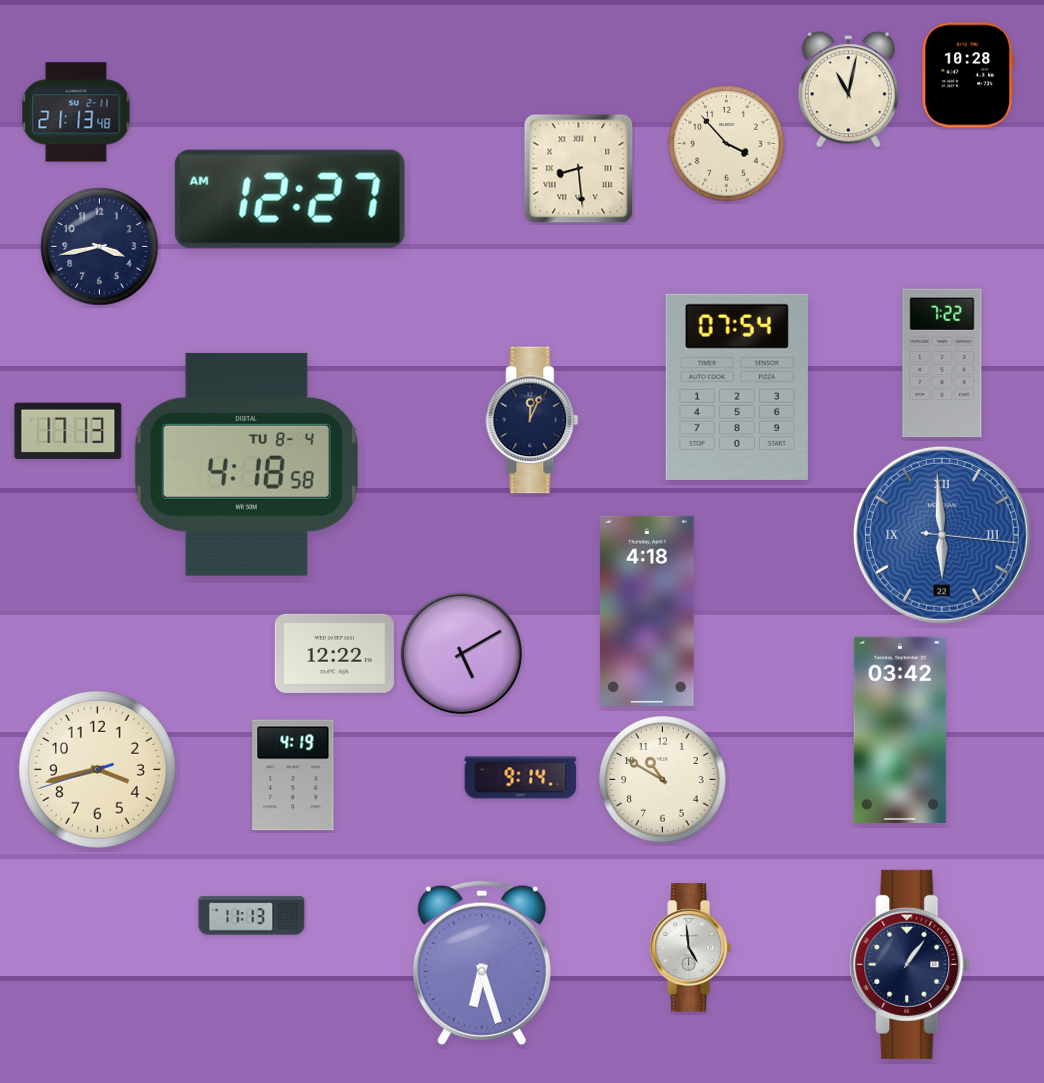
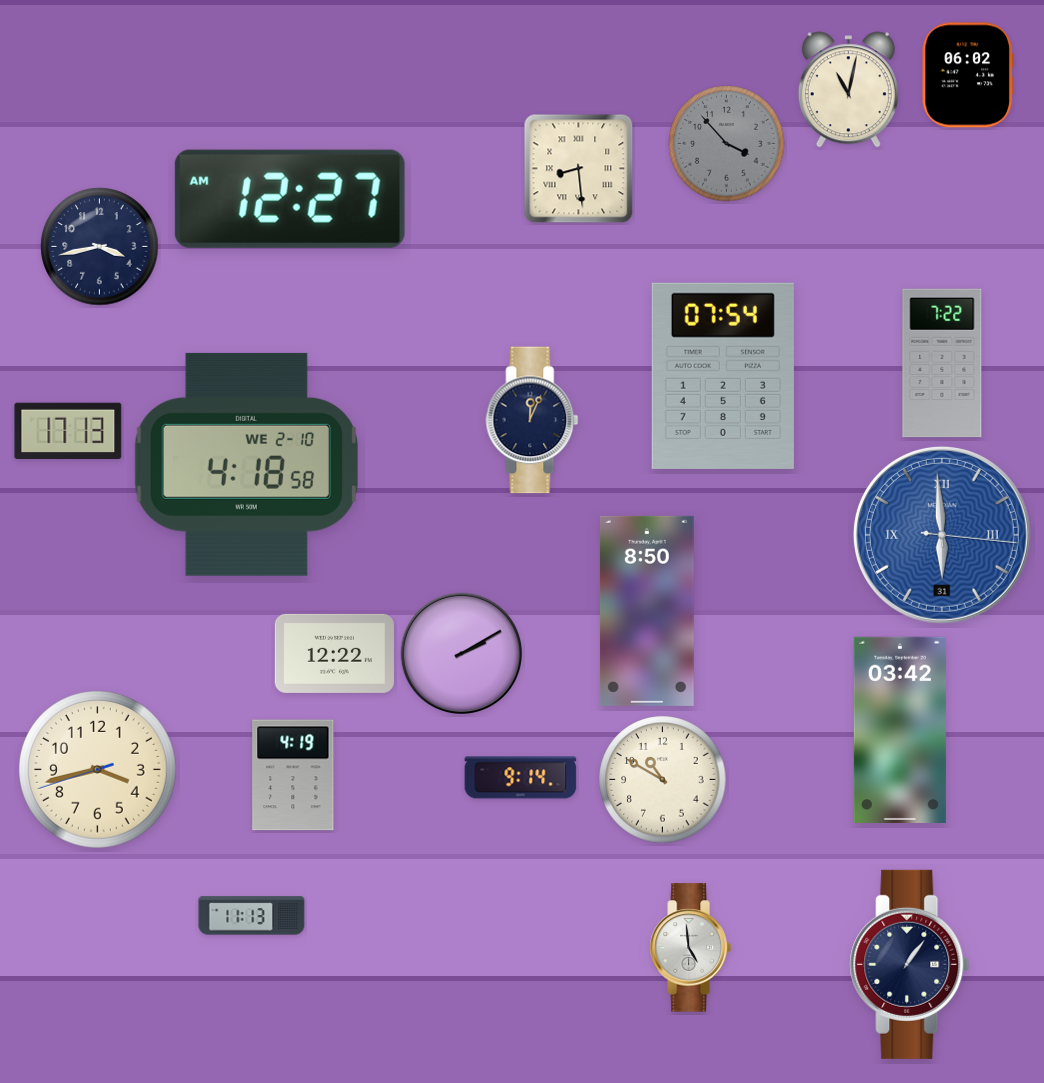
clock at (968, 75): 10:28 -> 06:02
clock at (76, 112): 21:13 -> none
clock at (727, 144) dial: cream -> grey
clock at (737, 387) position: (737, 387) -> (723, 376)
clock at (246, 464) date: TU 8-4 -> WE 2-10
clock at (942, 535) date: 22 -> 31
clock at (647, 611): 4:18 -> 8:50
clock at (461, 653): 5:10 -> 2:10
clock at (482, 963): 6:27 -> none
